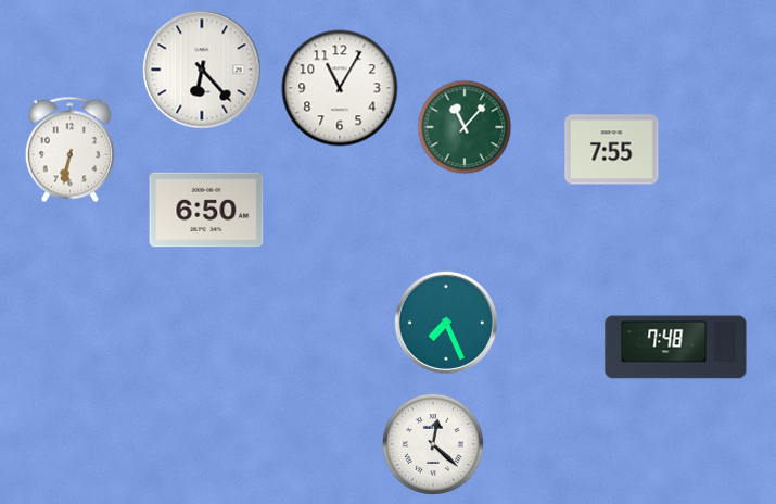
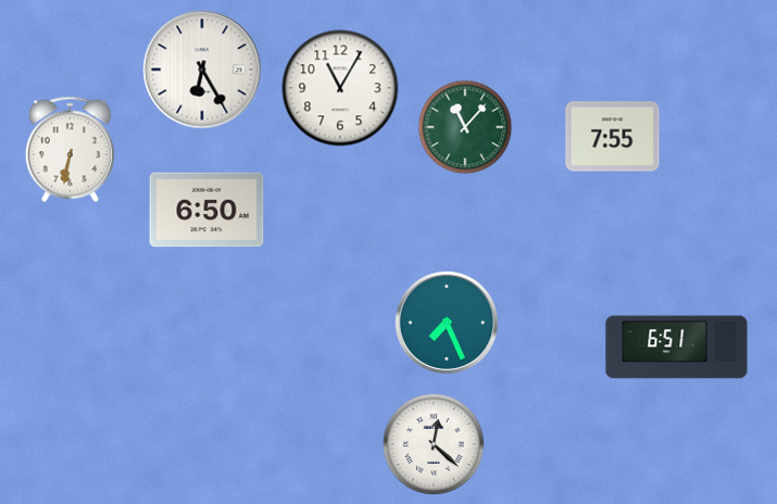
clock at (202, 70): 6:23 -> 6:25
clock at (612, 150) position: (612, 150) -> (613, 137)
clock at (676, 348): 7:48 -> 6:51
